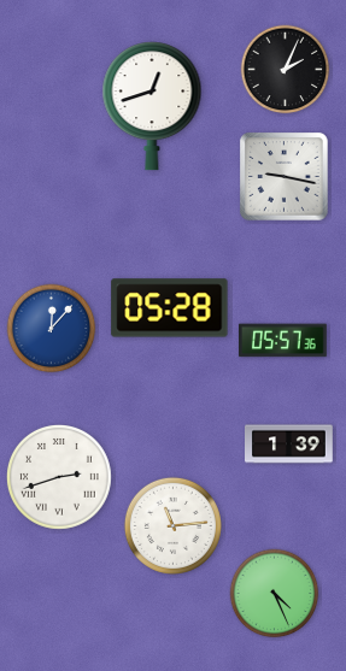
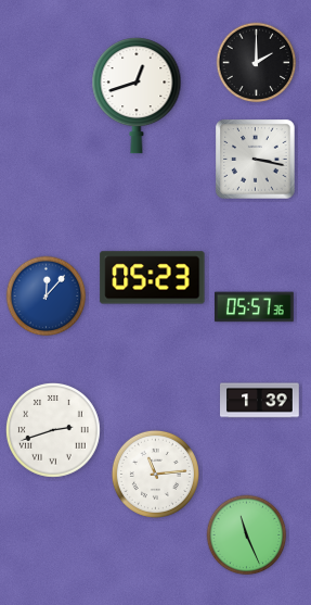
clock at (286, 70): 2:04 -> 2:00
clock at (285, 177): 9:17 -> 3:17
clock at (170, 308): 05:28 -> 05:23
clock at (275, 594): 4:26 -> 11:26
